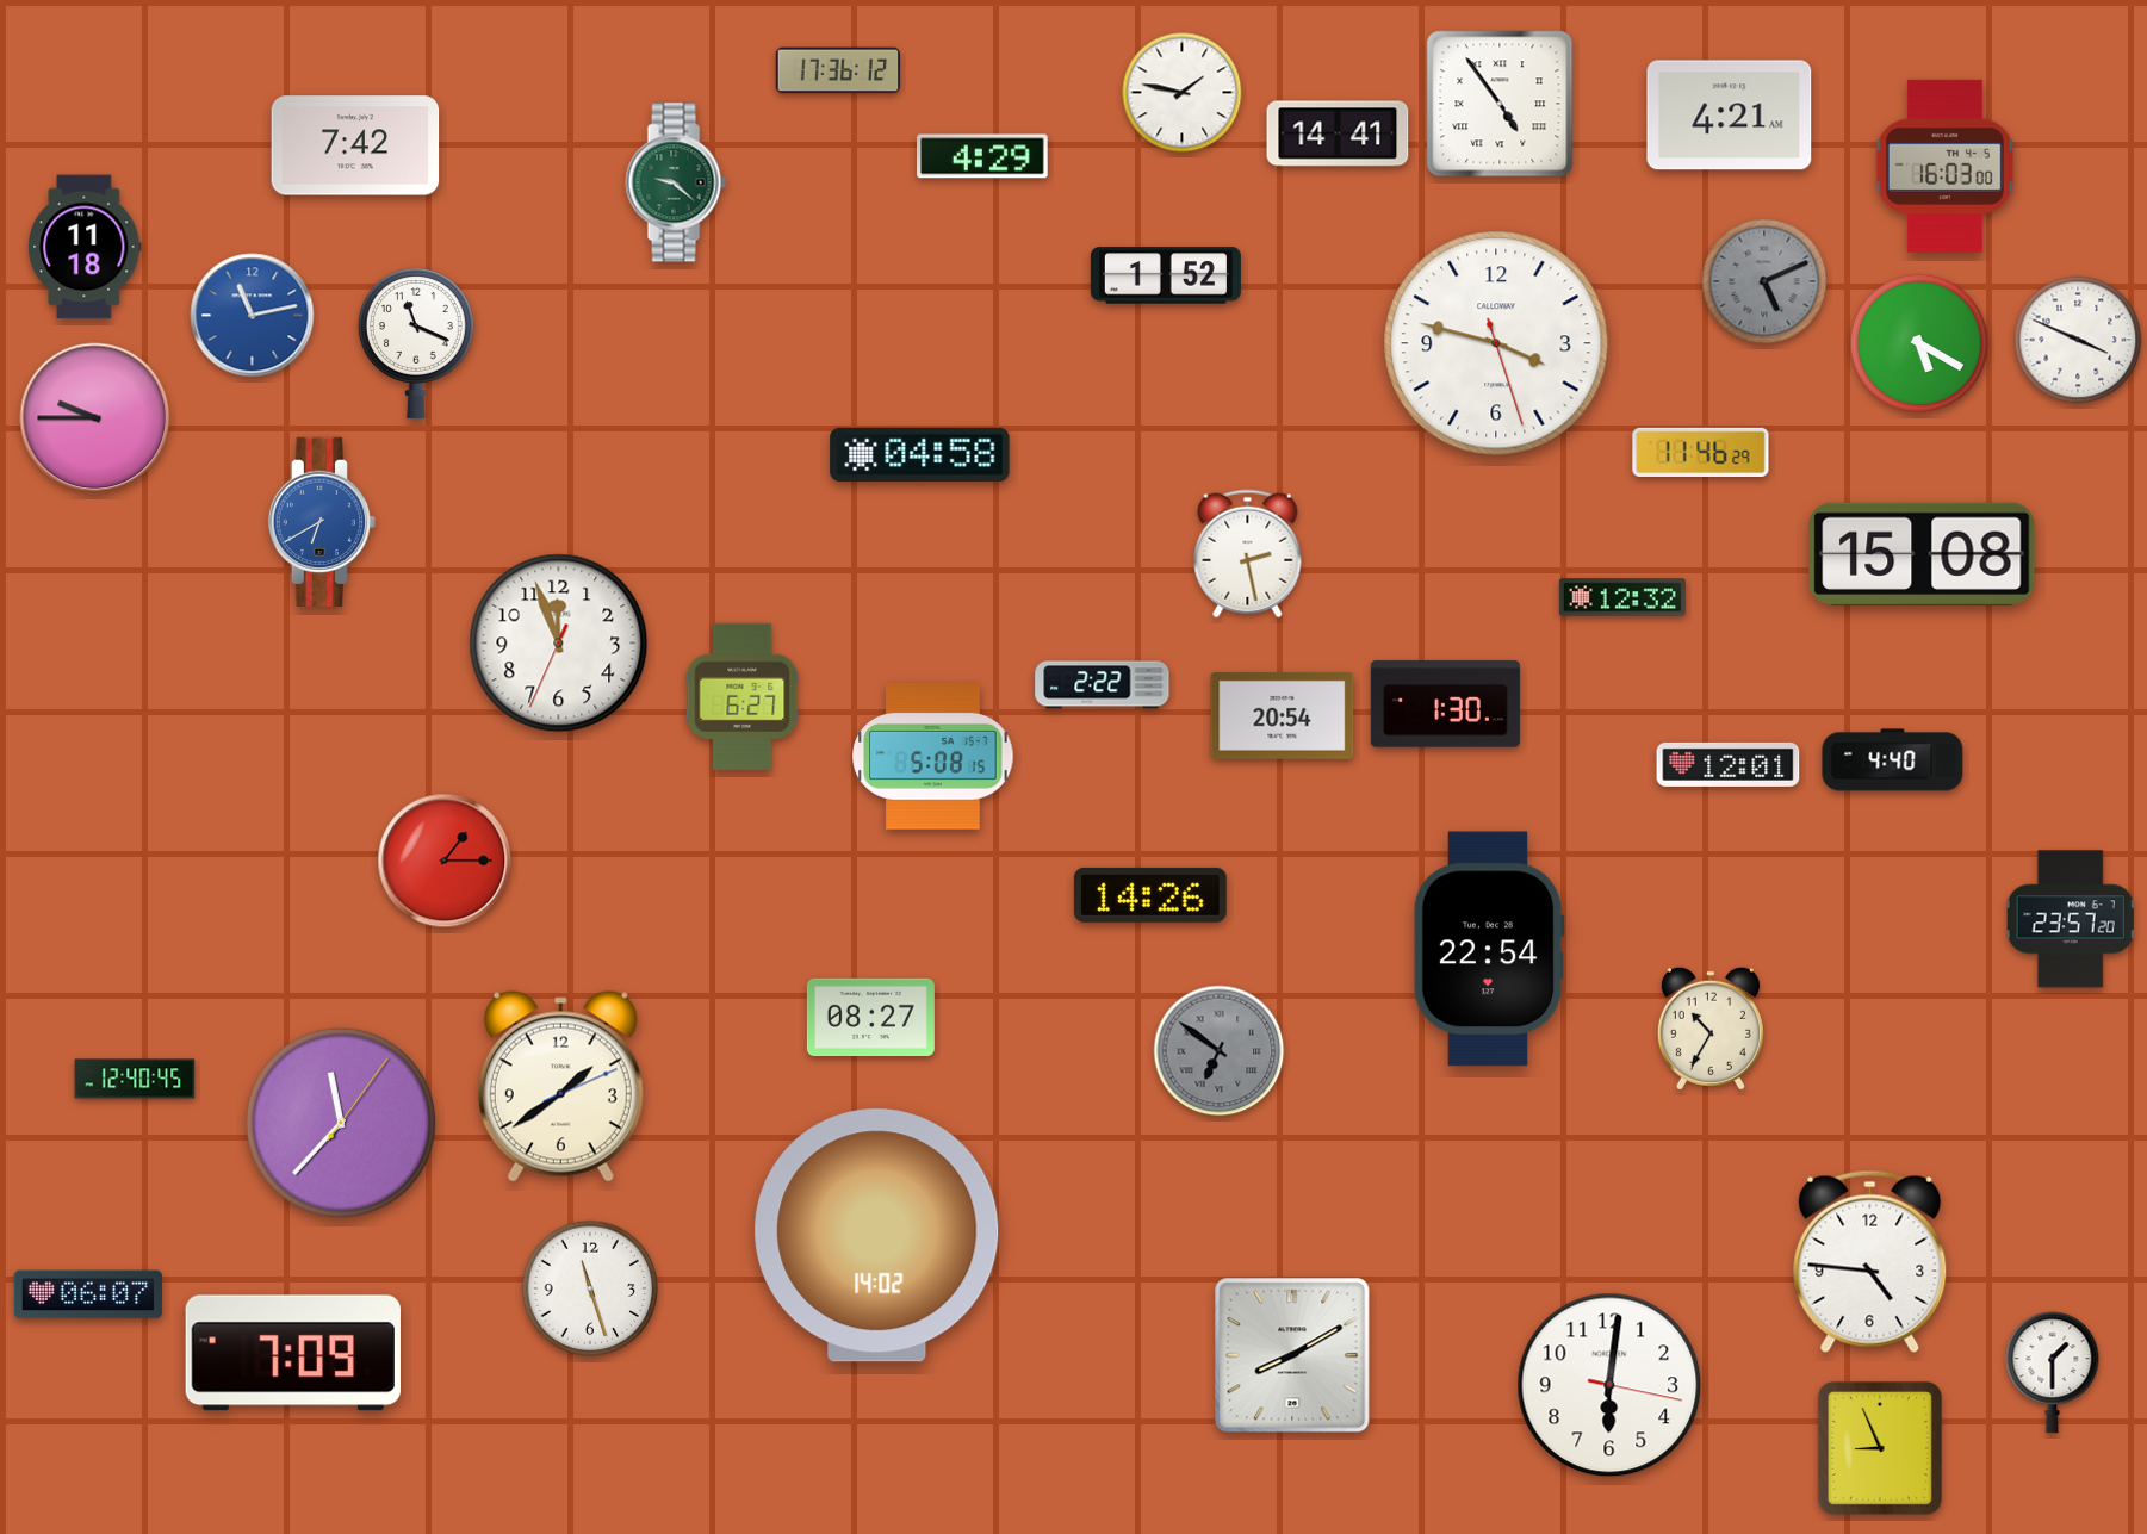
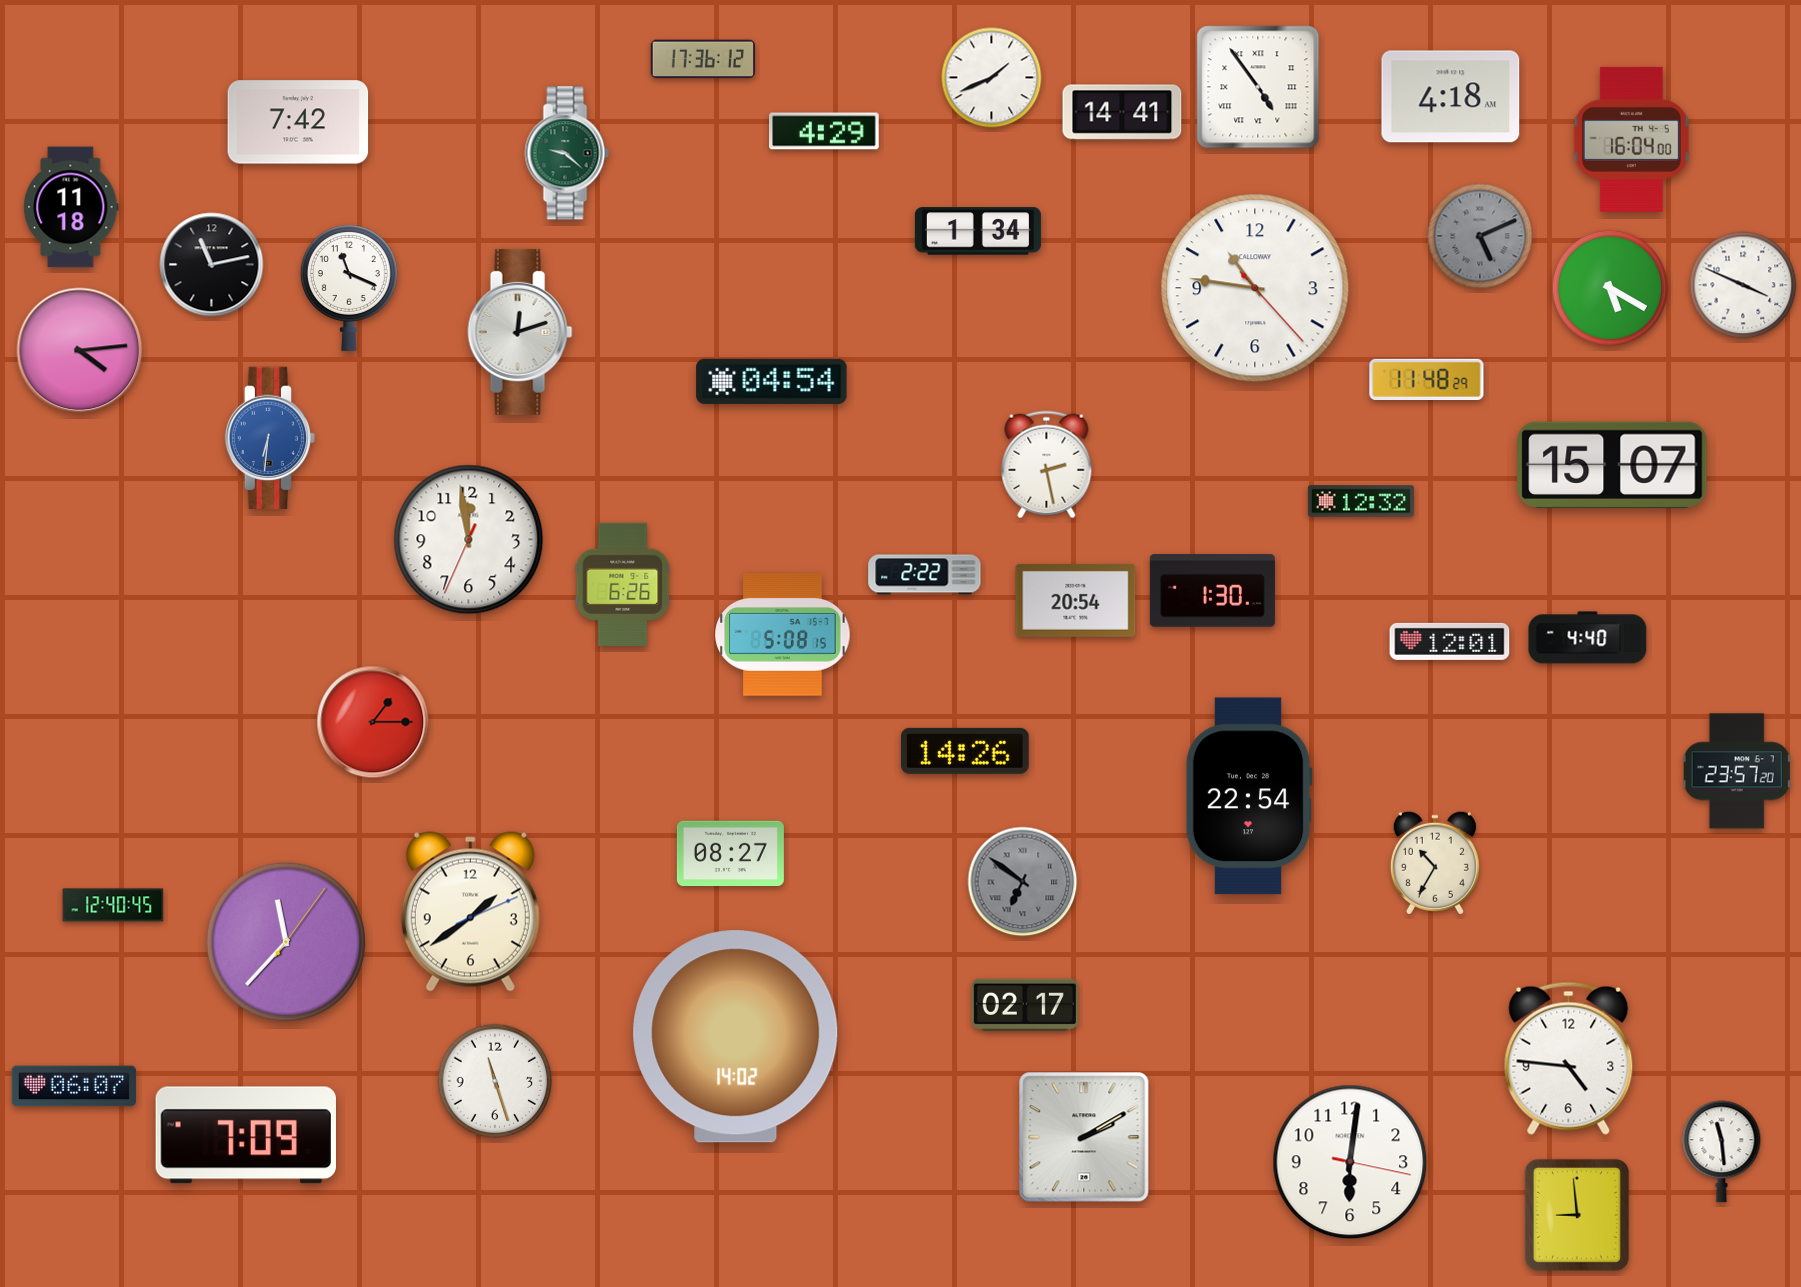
clock at (1183, 93): 1:47 -> 1:41
clock at (1730, 116): 4:21 -> 4:18
clock at (1944, 166): 16:03 -> 16:04
clock at (1166, 275): 1:52 -> 1:34
clock at (253, 316) dial: blue -> black
clock at (1496, 343): 3:47 -> 10:46
clock at (520, 332): none -> 12:12
clock at (95, 418): 9:45 -> 4:14
clock at (1701, 452): 11:46 -> 11:48
clock at (920, 454): 04:58 -> 04:54
clock at (321, 521): 6:40 -> 6:31
clock at (1922, 554): 15:08 -> 15:07
clock at (559, 644): 11:56 -> 11:58
clock at (743, 697): 6:27 -> 6:26
clock at (1025, 1005): none -> 02:17
clock at (1292, 1355): 8:10 -> 2:10
clock at (2053, 1373): 1:30 -> 11:29
clock at (1880, 1448): 8:56 -> 8:59
